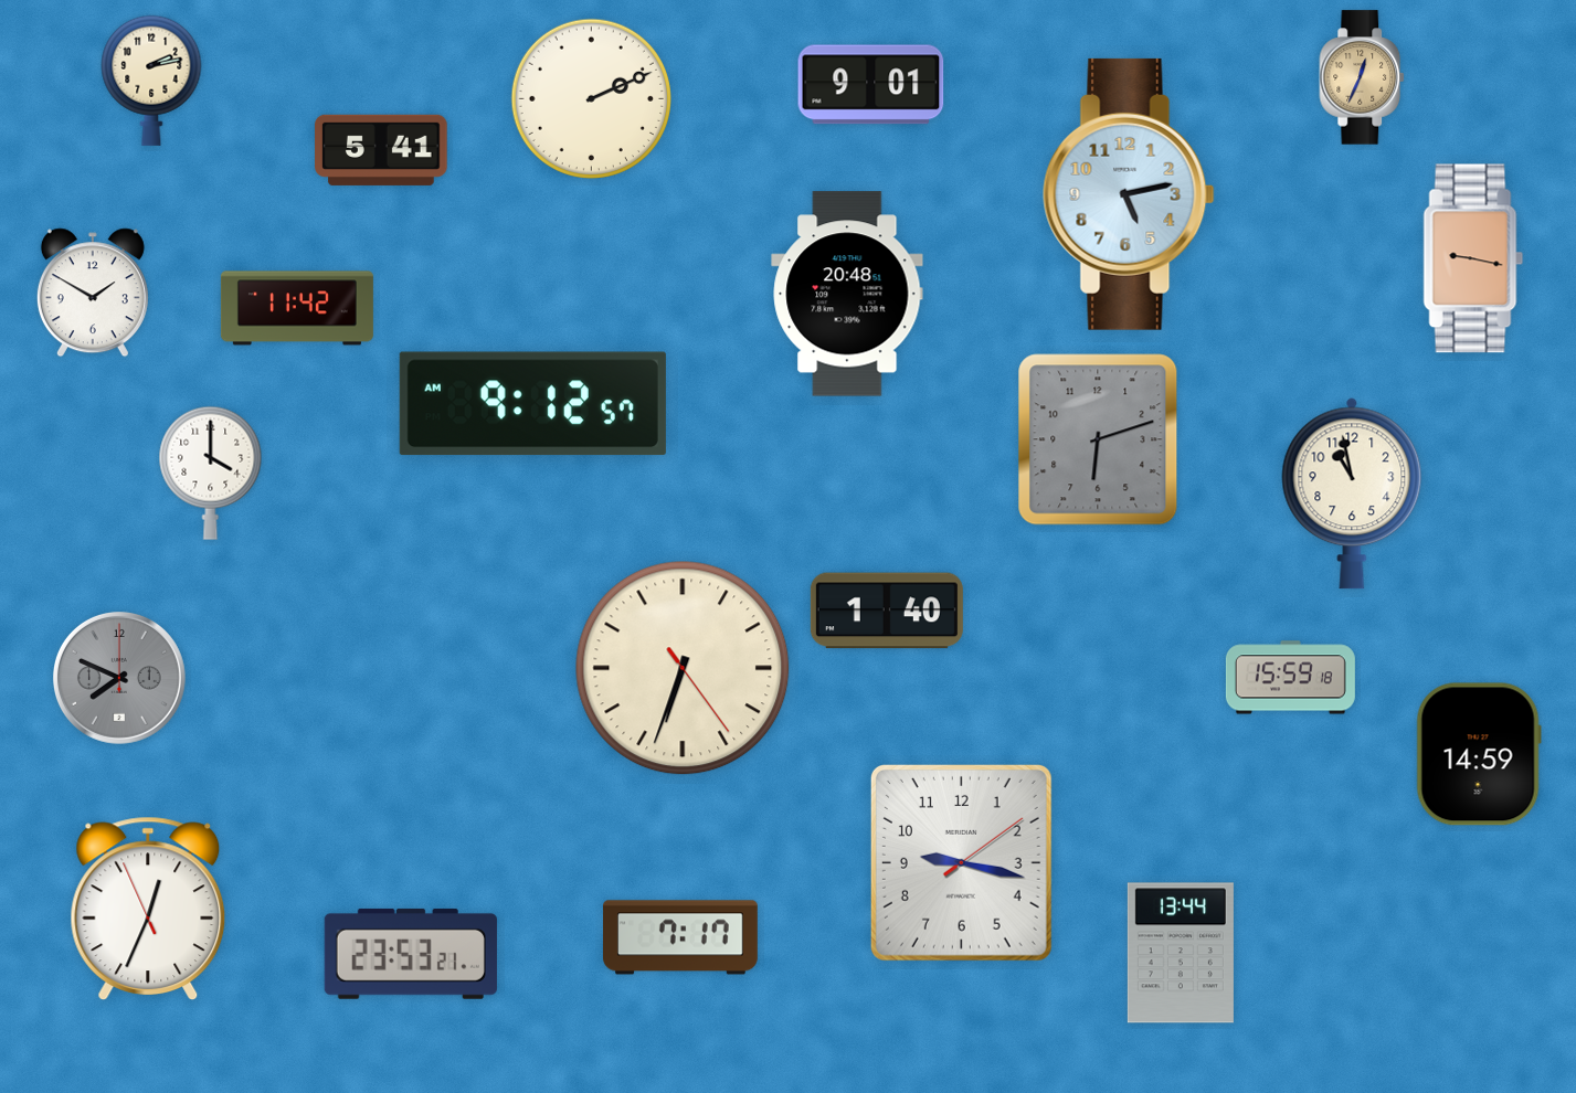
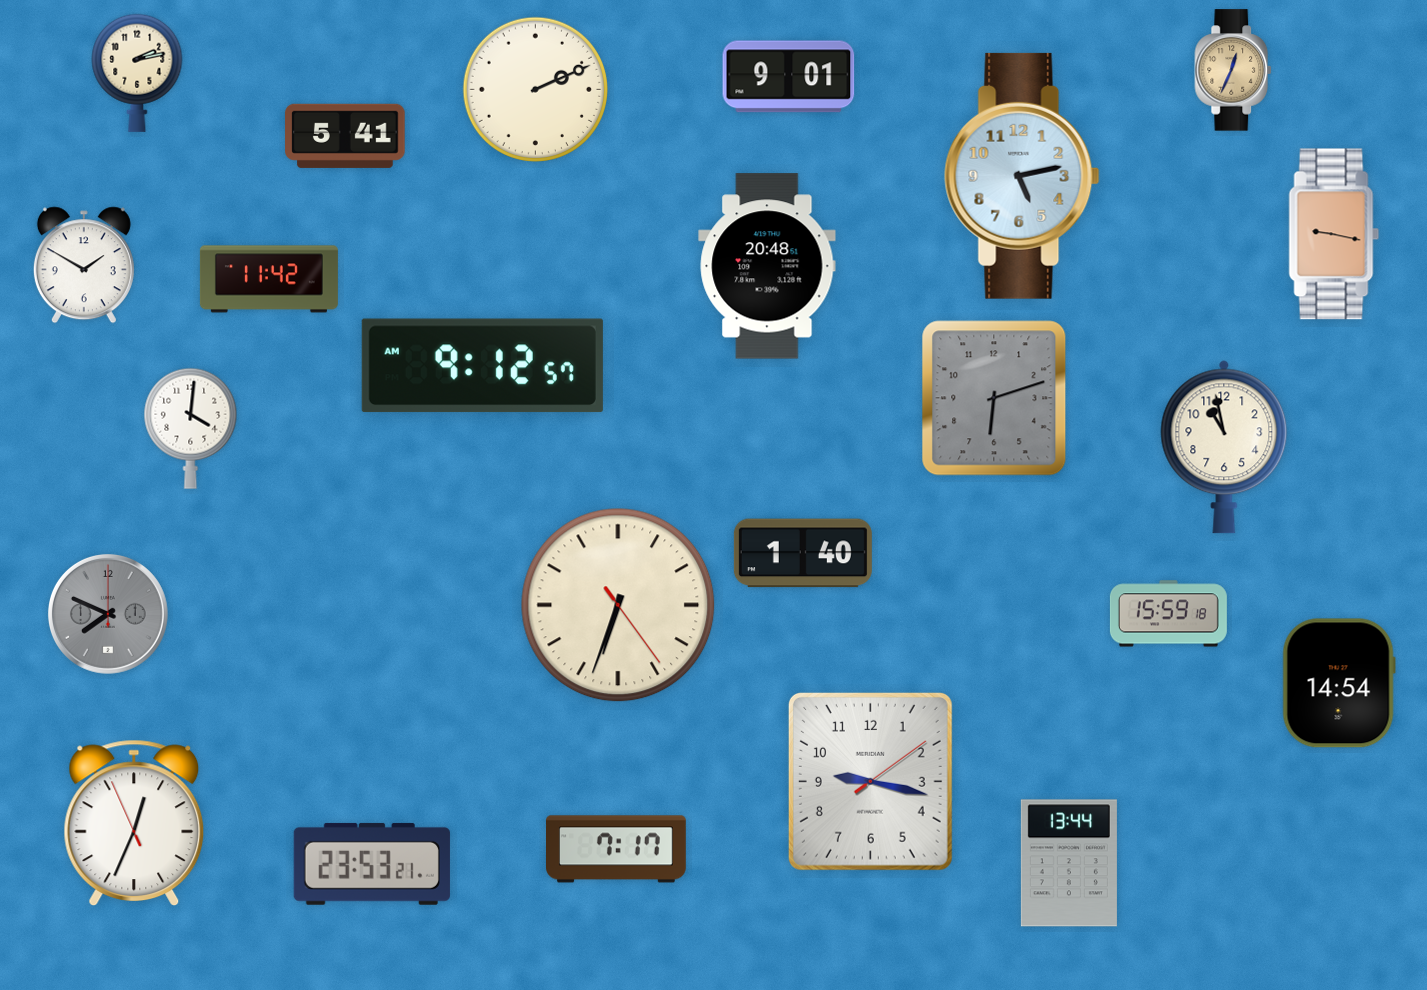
clock at (211, 473): 4:00 -> 4:01
clock at (1479, 754): 14:59 -> 14:54
